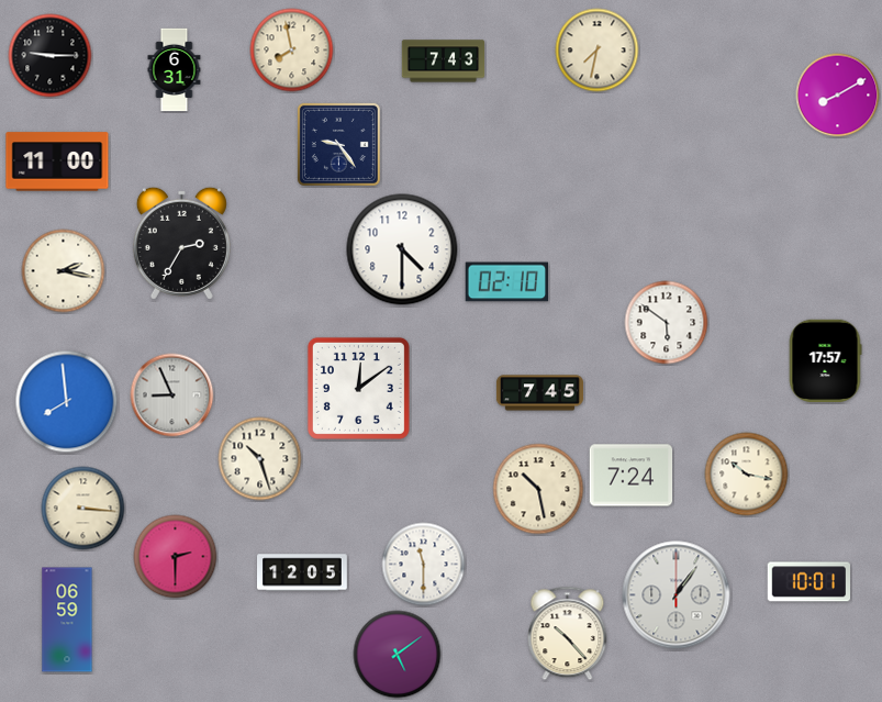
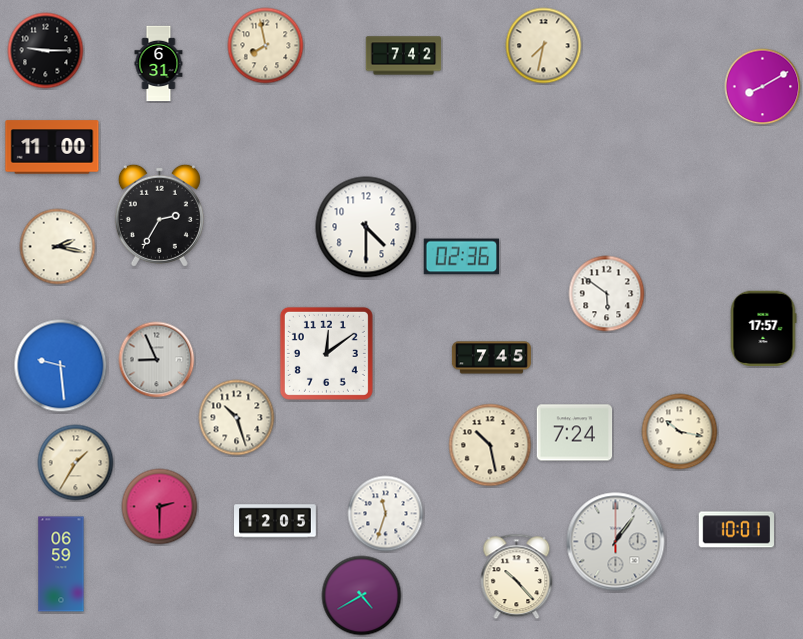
clock at (444, 62): 7:43 -> 7:42
clock at (338, 144): 9:24 -> none
clock at (181, 243) position: (181, 243) -> (159, 215)
clock at (506, 282): 02:10 -> 02:36
clock at (825, 361) position: (825, 361) -> (763, 329)
clock at (67, 402): 7:59 -> 9:29
clock at (83, 509): 3:16 -> 1:35
clock at (424, 565): 11:30 -> 11:33
clock at (398, 655): 5:09 -> 4:40
